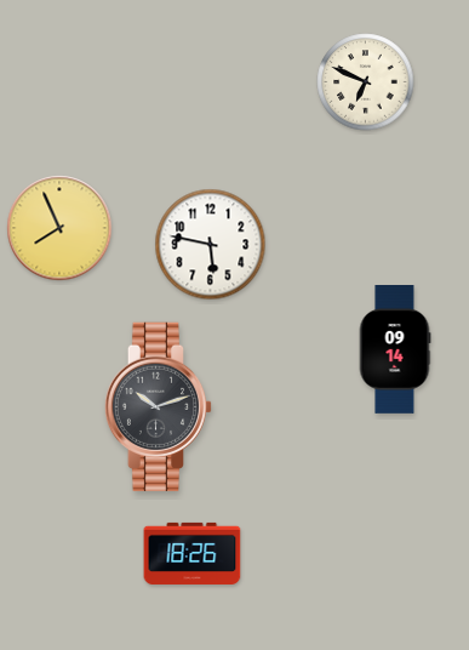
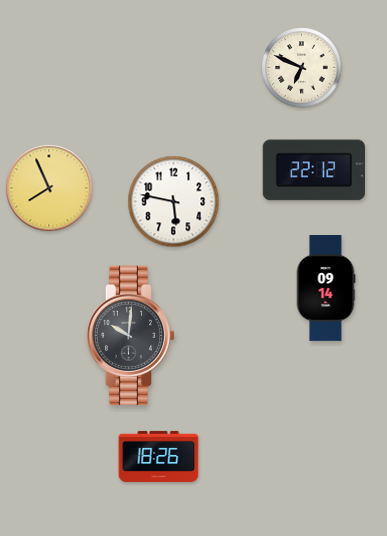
clock at (314, 170): none -> 22:12
clock at (159, 406): 10:12 -> 10:01
